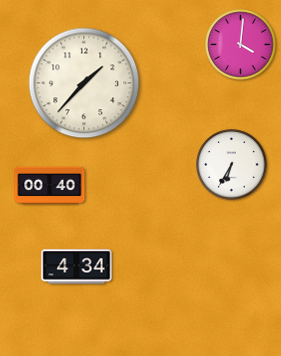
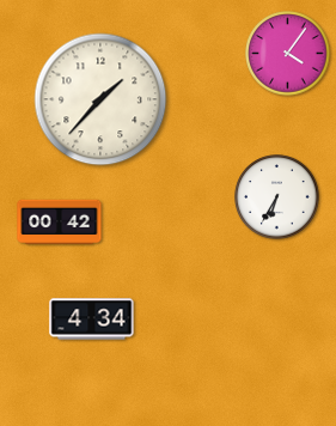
clock at (241, 45): 4:01 -> 4:06
clock at (50, 186): 00:40 -> 00:42
